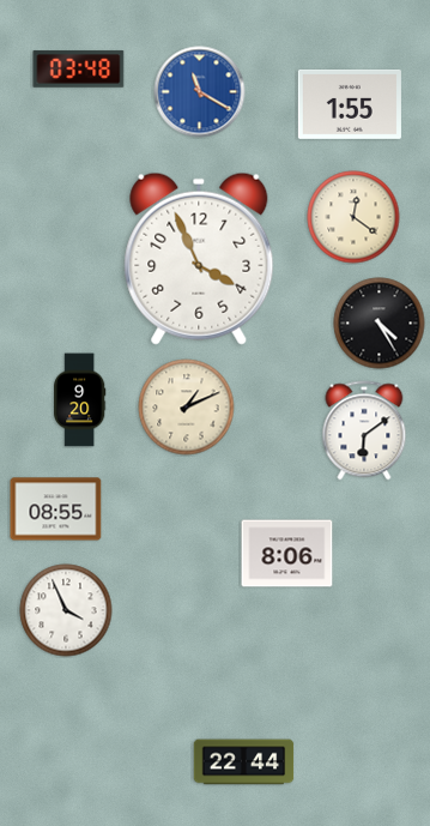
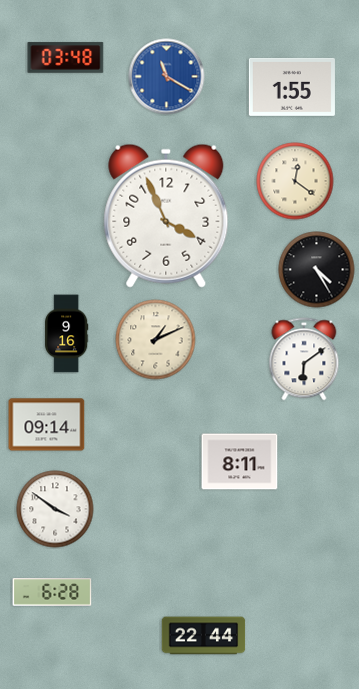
clock at (80, 400): 9:20 -> 9:16
clock at (56, 510): 08:55 -> 09:14
clock at (287, 554): 8:06 -> 8:11
clock at (66, 610): 3:56 -> 3:51
clock at (52, 592): none -> 6:28
